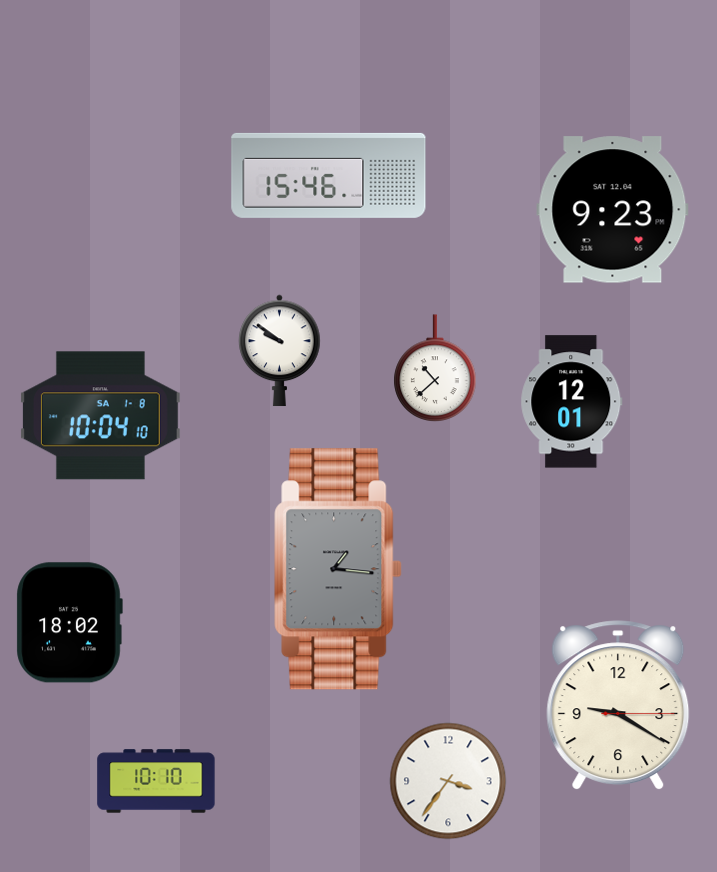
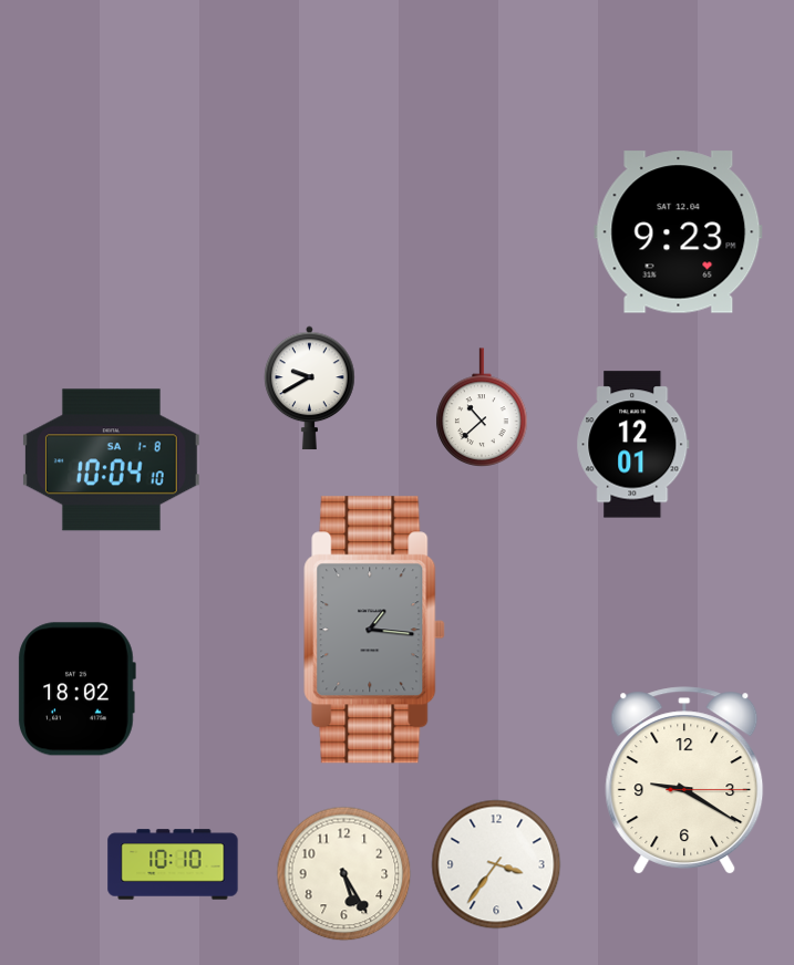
clock at (329, 175): 15:46 -> none
clock at (280, 351): 9:51 -> 9:40
clock at (344, 874): none -> 5:25
